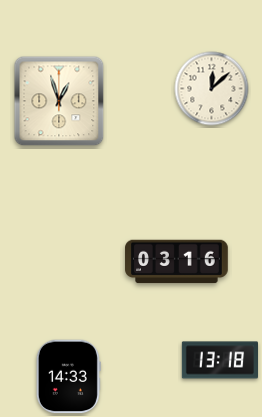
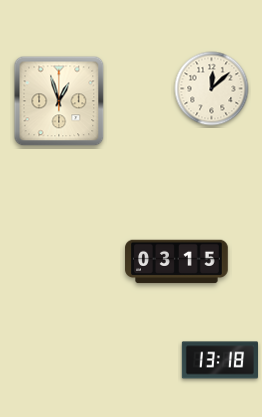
clock at (177, 262): 03:16 -> 03:15
clock at (68, 377): 14:33 -> none
